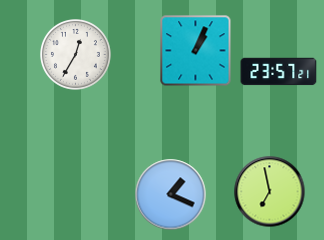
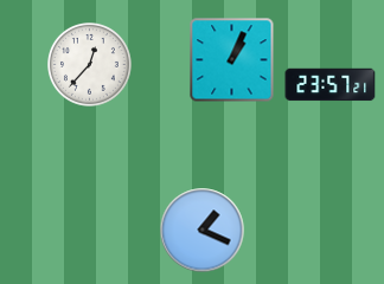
clock at (76, 55): 12:35 -> 12:37
clock at (270, 192): 6:58 -> none
